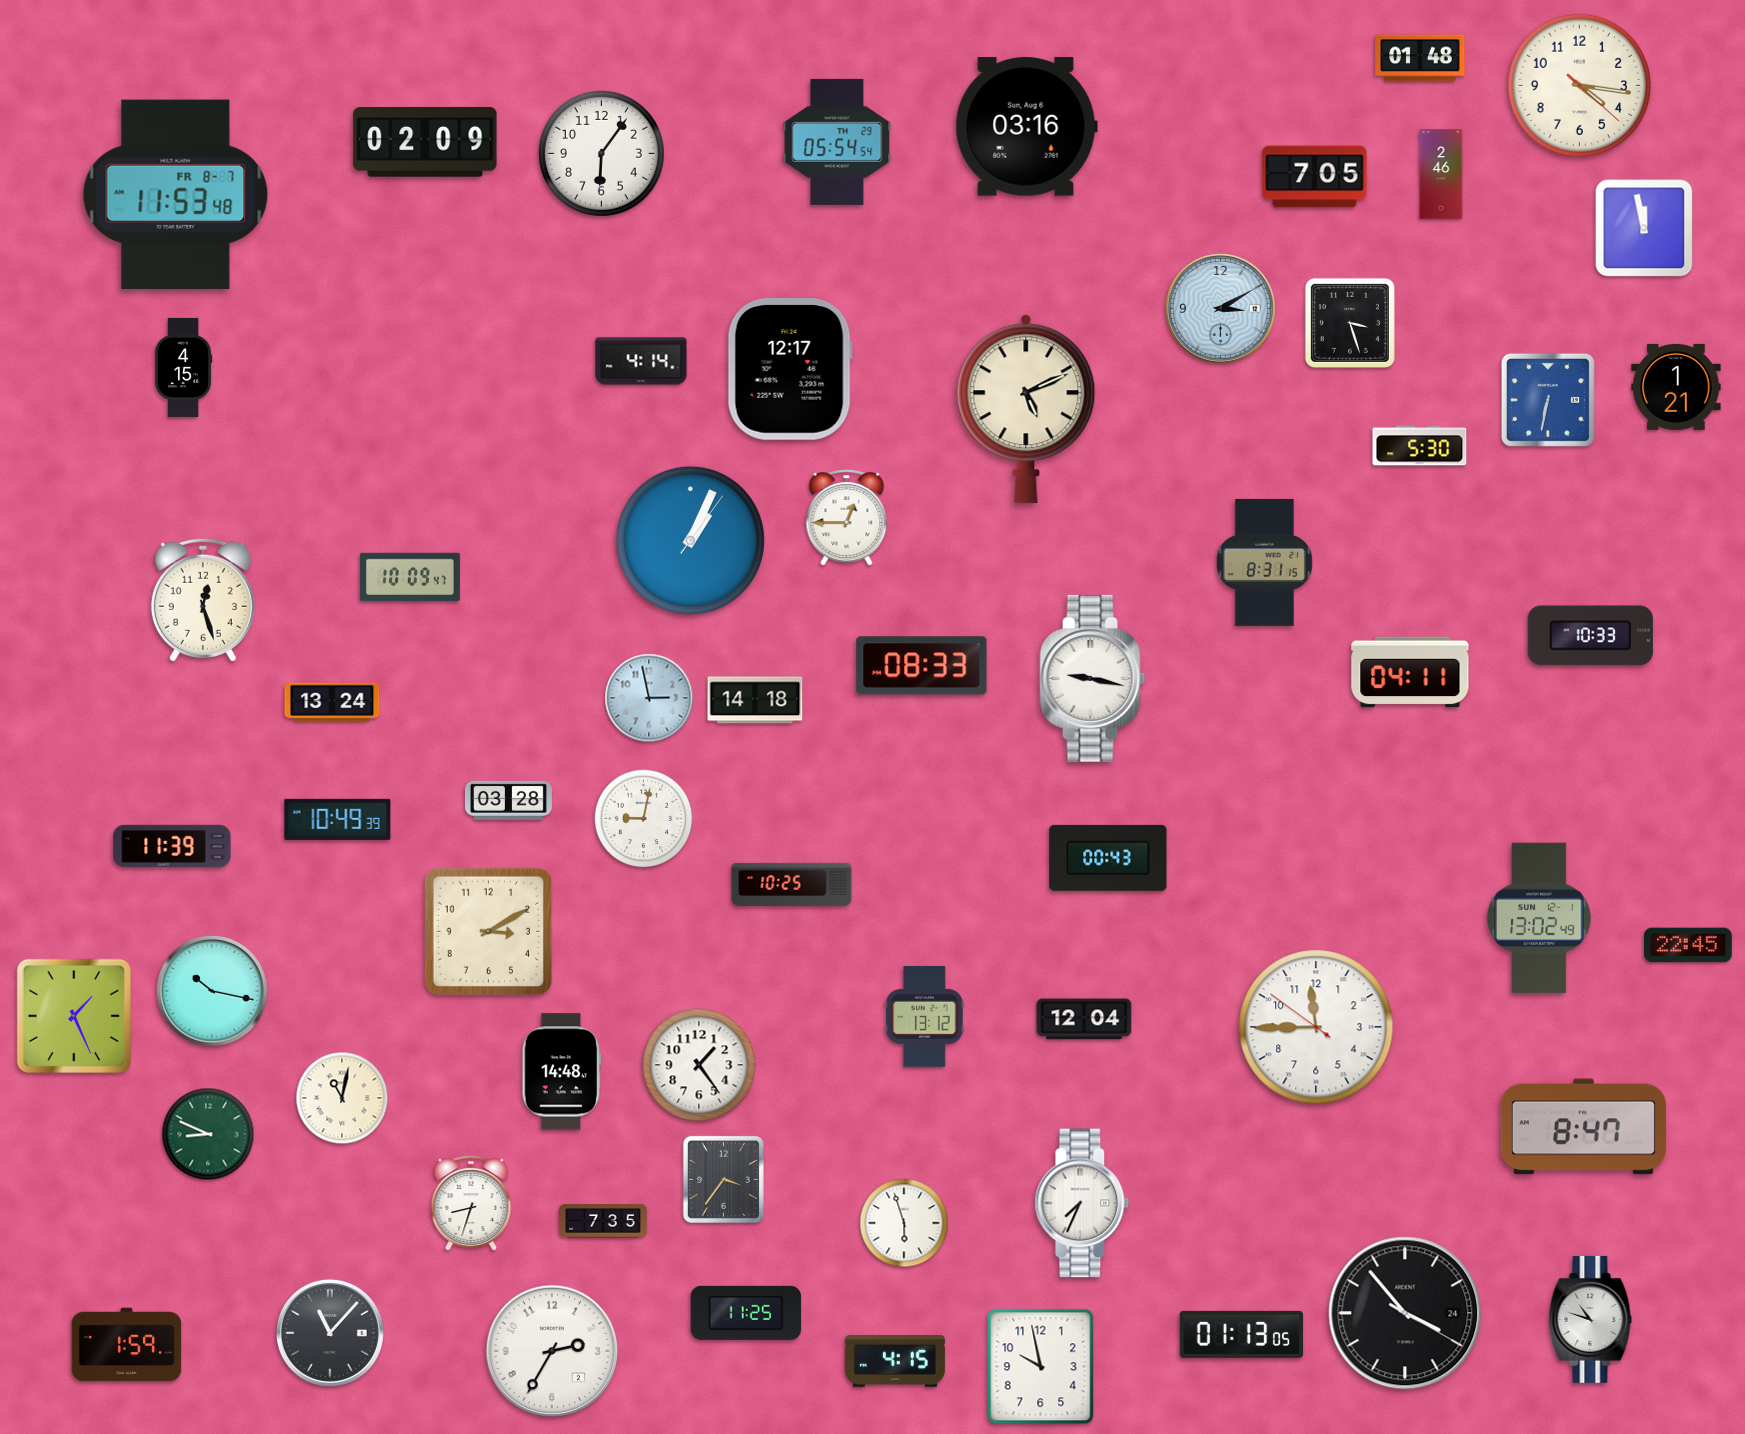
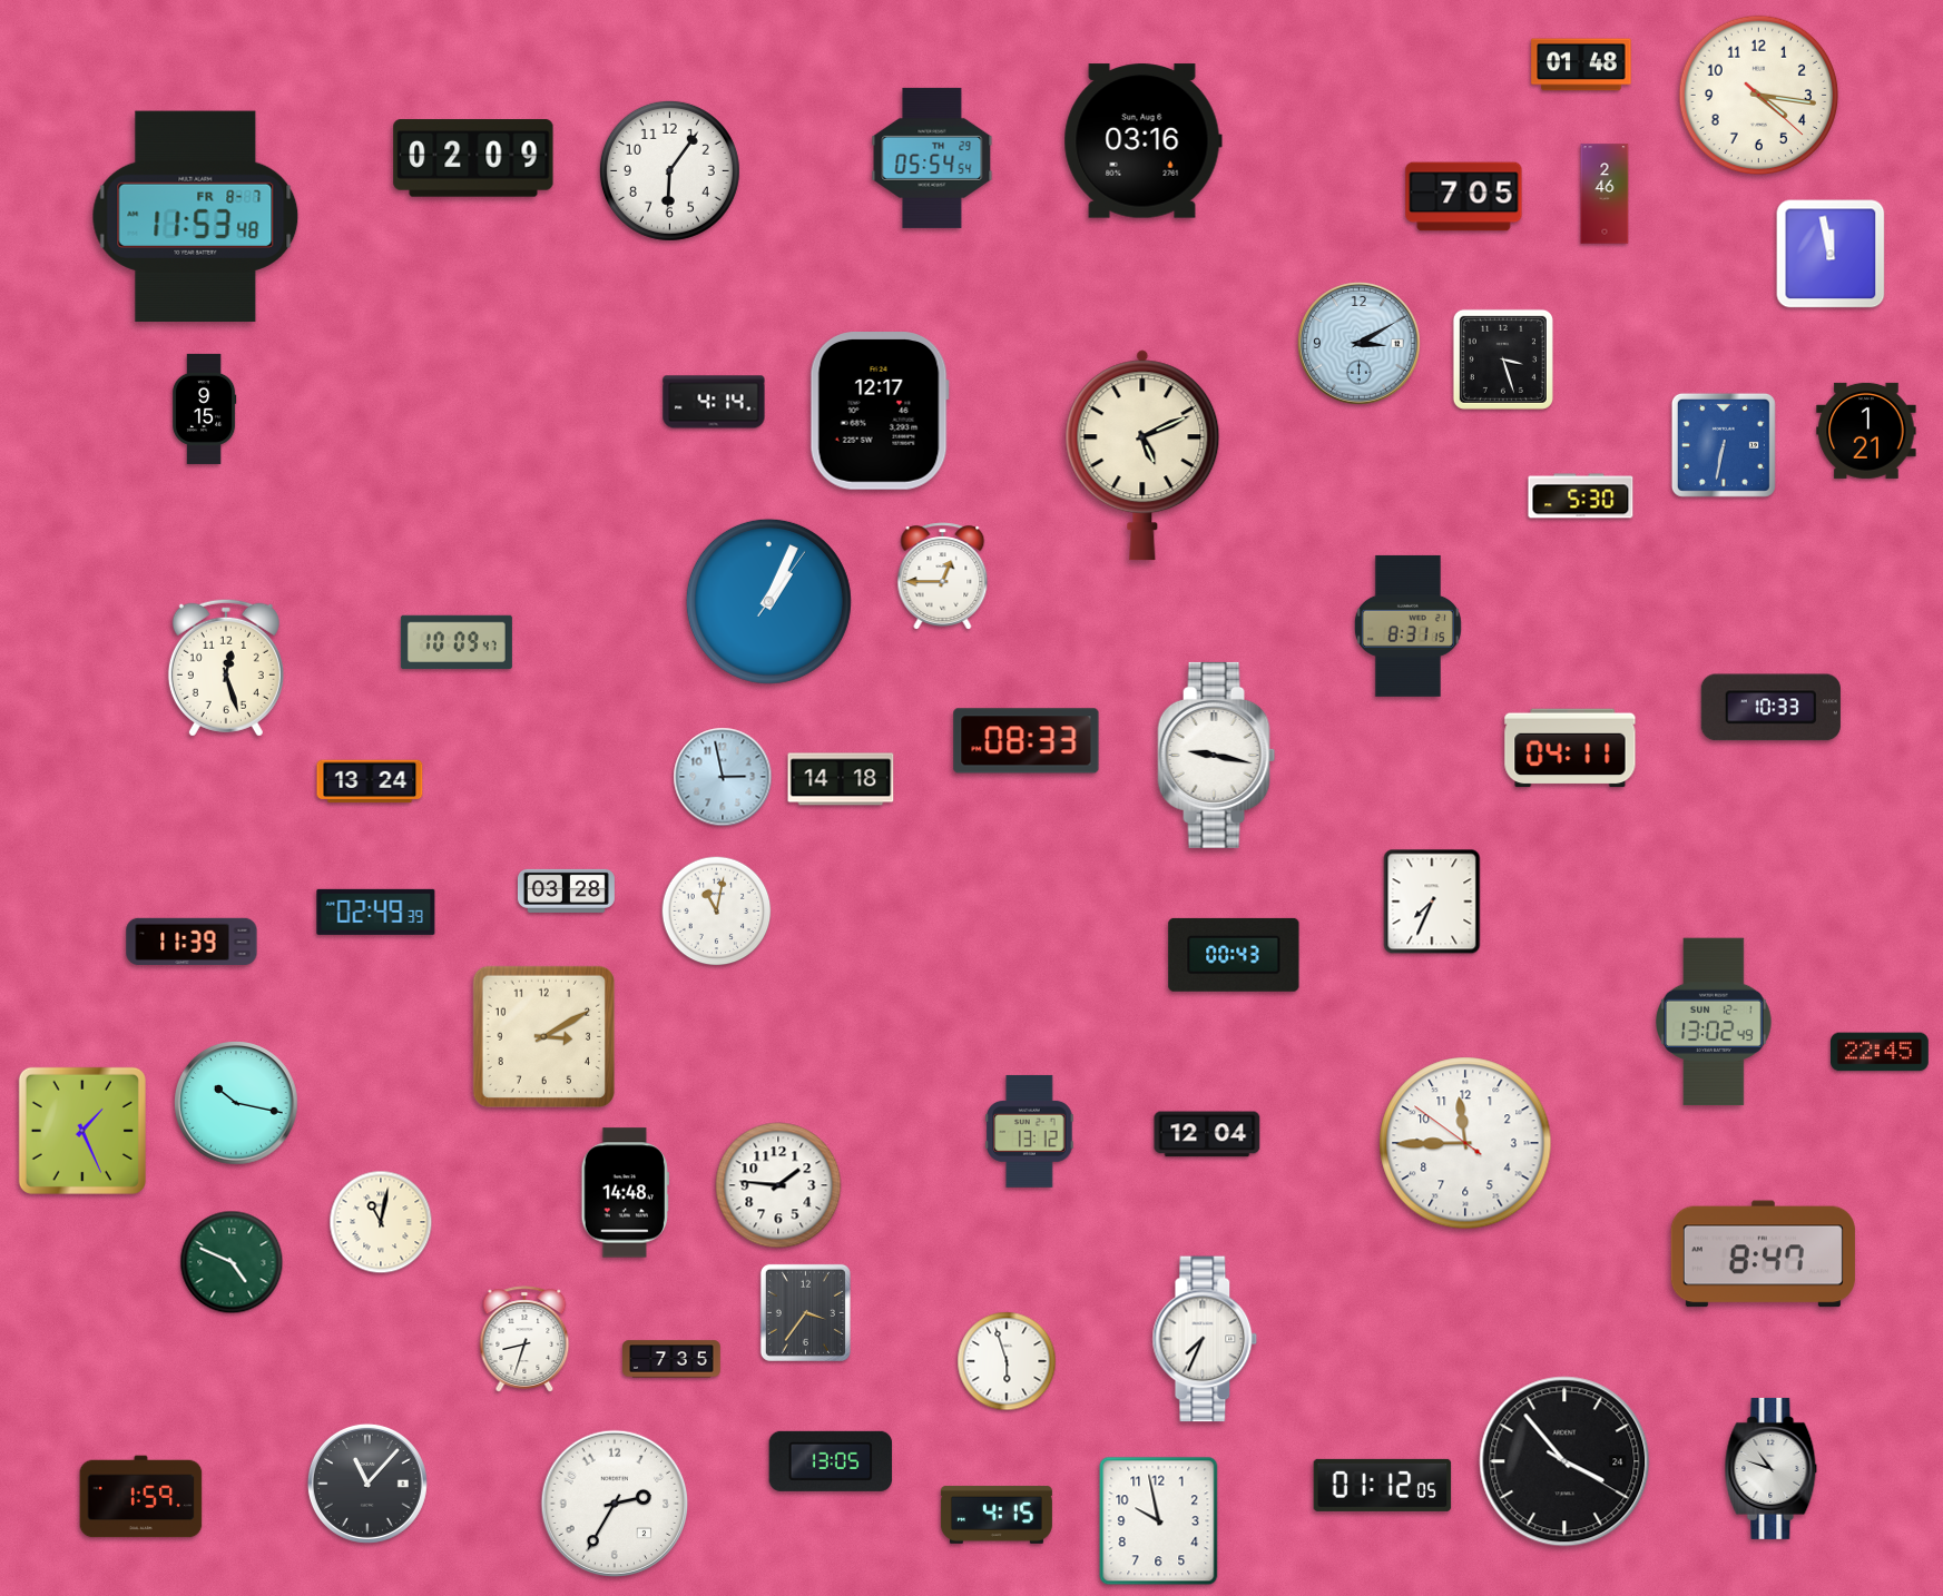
clock at (183, 367): 4:15 -> 9:15
clock at (1432, 902): none -> 7:34
clock at (338, 819): 10:49 -> 02:49
clock at (644, 819): 9:02 -> 11:02
clock at (792, 884): 10:25 -> none
clock at (699, 1065): 1:24 -> 1:46
clock at (208, 1134): 8:49 -> 4:49
clock at (746, 1313): 11:25 -> 13:05
clock at (1242, 1334): 01:13 -> 01:12
